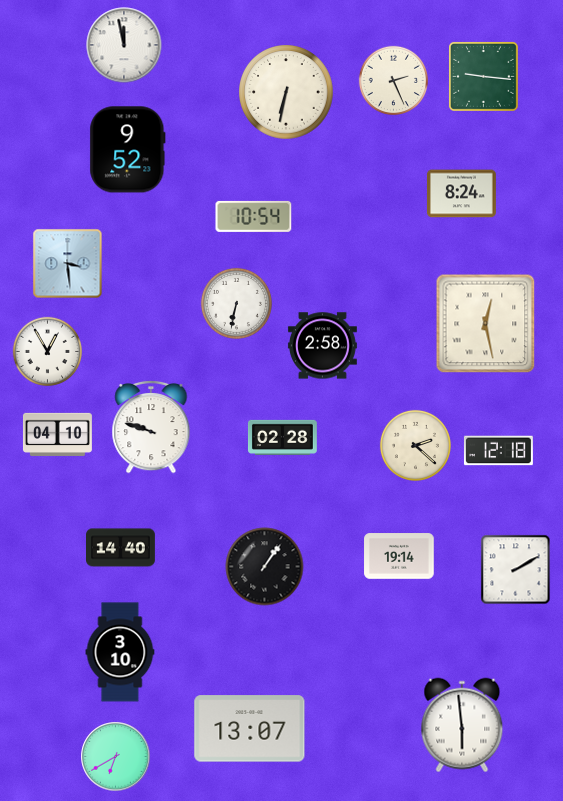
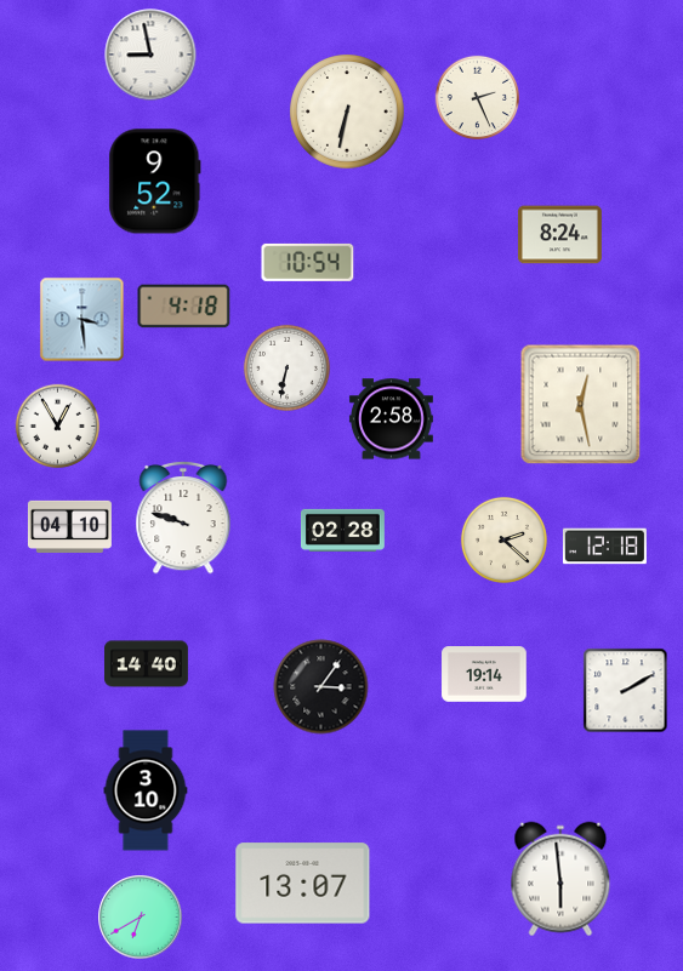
clock at (124, 45): 11:58 -> 8:58
clock at (483, 76): 9:16 -> none
clock at (184, 307): none -> 4:18
clock at (486, 324) position: (486, 324) -> (581, 405)
clock at (265, 567): 1:06 -> 3:06
